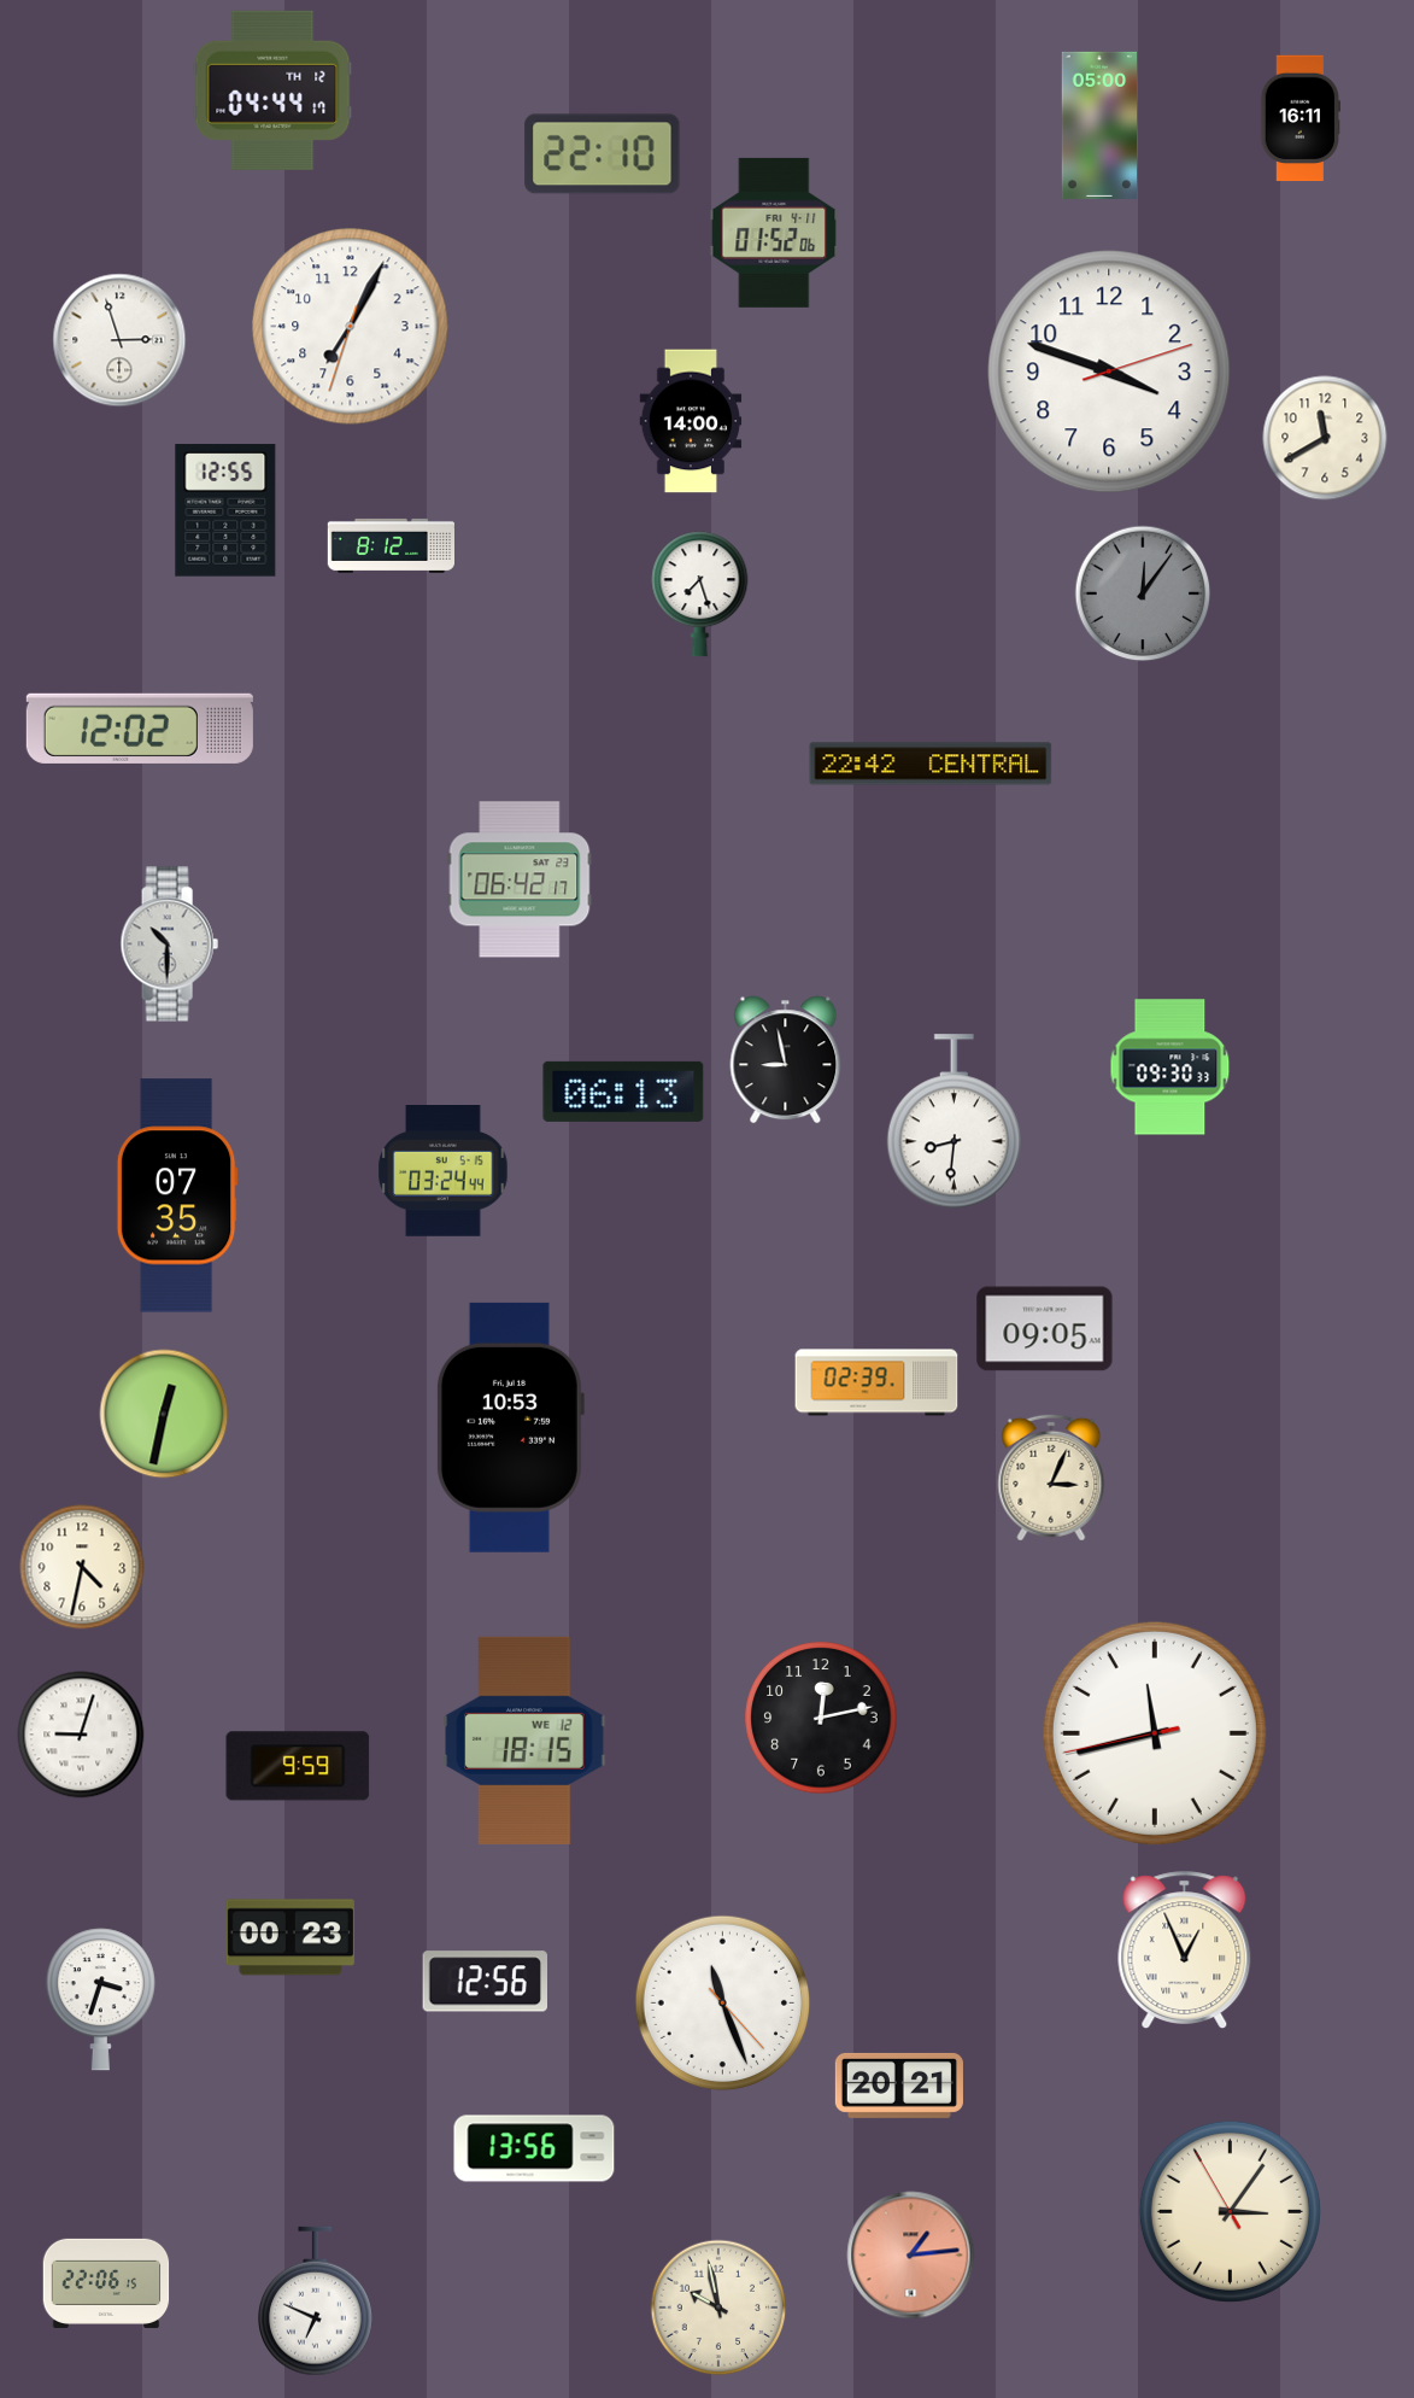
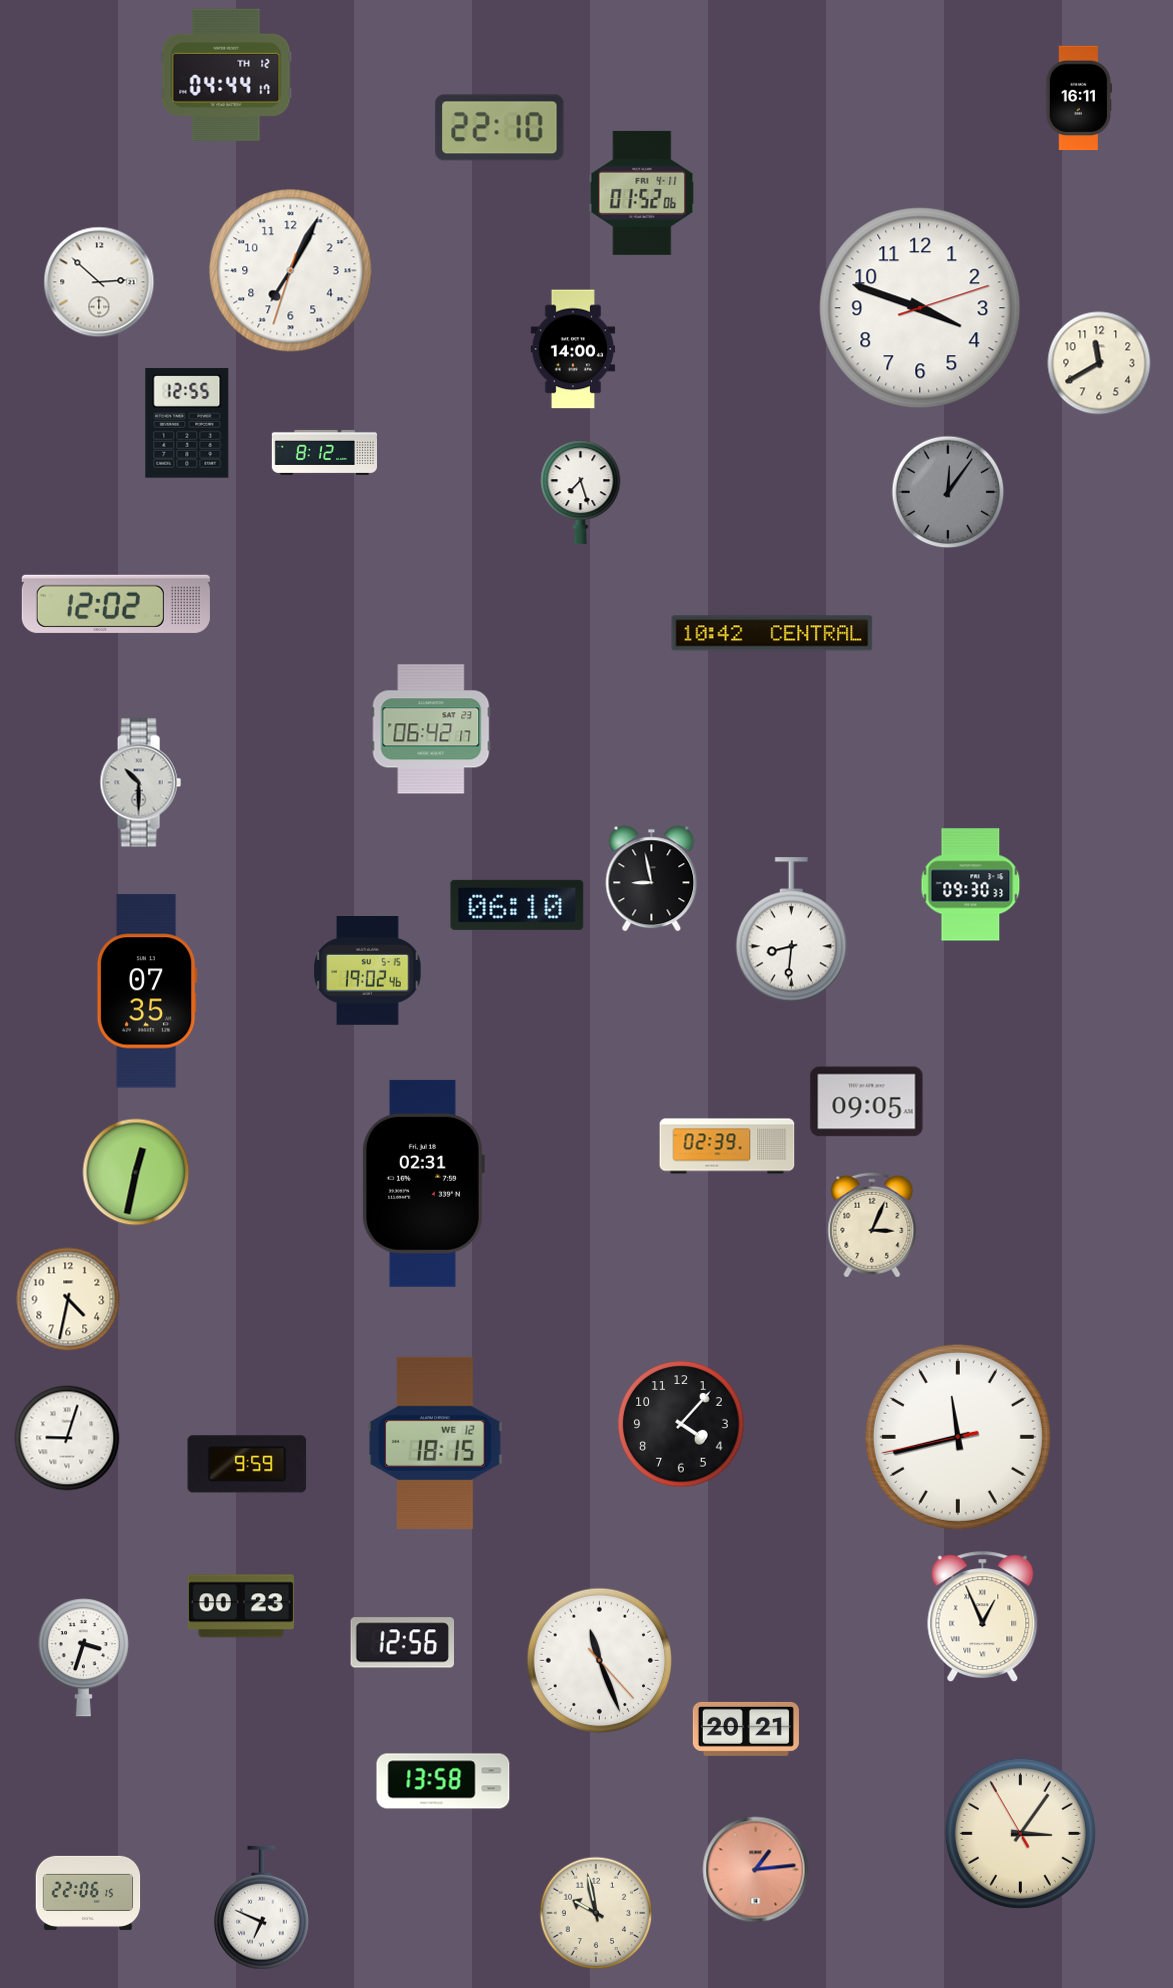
clock at (1098, 125): 05:00 -> none
clock at (119, 340): 2:57 -> 2:52
clock at (931, 764): 22:42 -> 10:42
clock at (623, 1092): 06:13 -> 06:10
clock at (444, 1171): 03:24 -> 19:02
clock at (510, 1427): 10:53 -> 02:31
clock at (821, 1718): 12:13 -> 4:07
clock at (534, 2148): 13:56 -> 13:58
